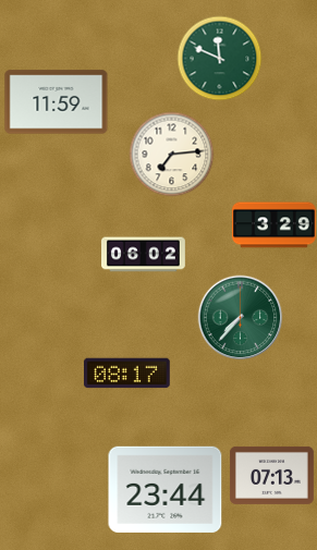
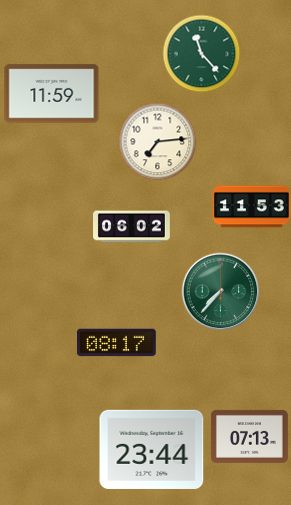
clock at (219, 58): 11:49 -> 11:23
clock at (273, 225): 3:29 -> 11:53
clock at (144, 255) position: (144, 255) -> (132, 227)
